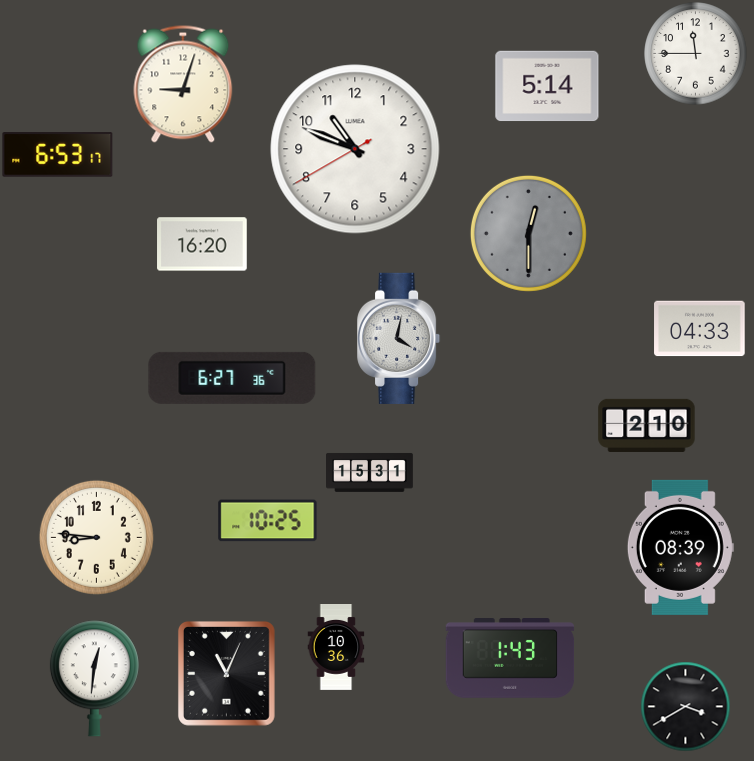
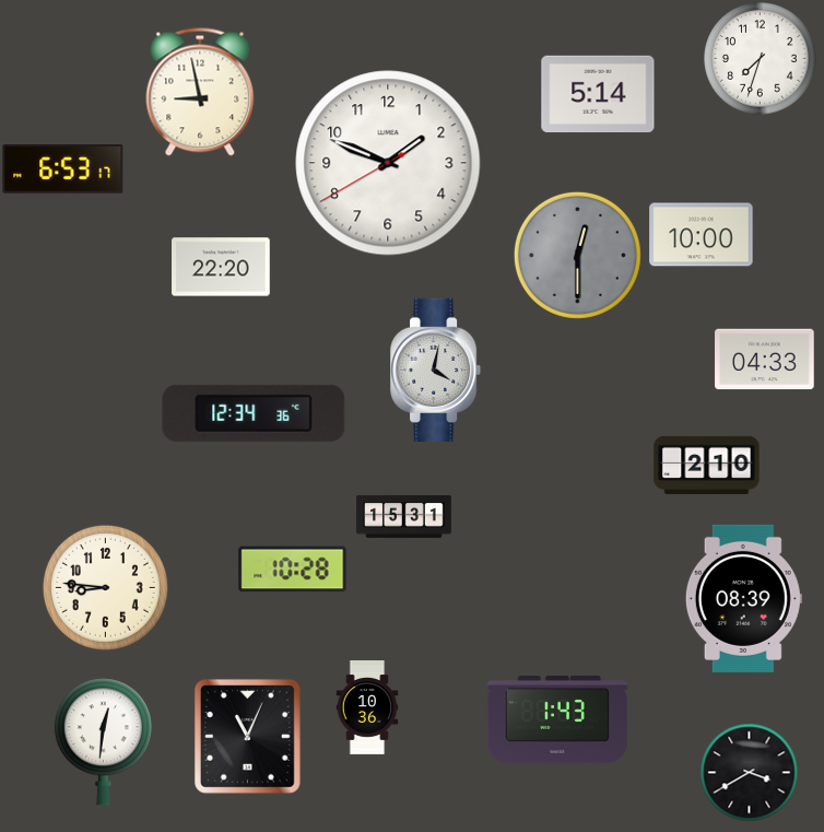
clock at (696, 54): 11:45 -> 7:33
clock at (183, 84): 9:03 -> 8:58
clock at (355, 149): 10:48 -> 1:48
clock at (702, 235): none -> 10:00
clock at (202, 244): 16:20 -> 22:20
clock at (232, 378): 6:27 -> 12:34
clock at (268, 521): 10:25 -> 10:28
